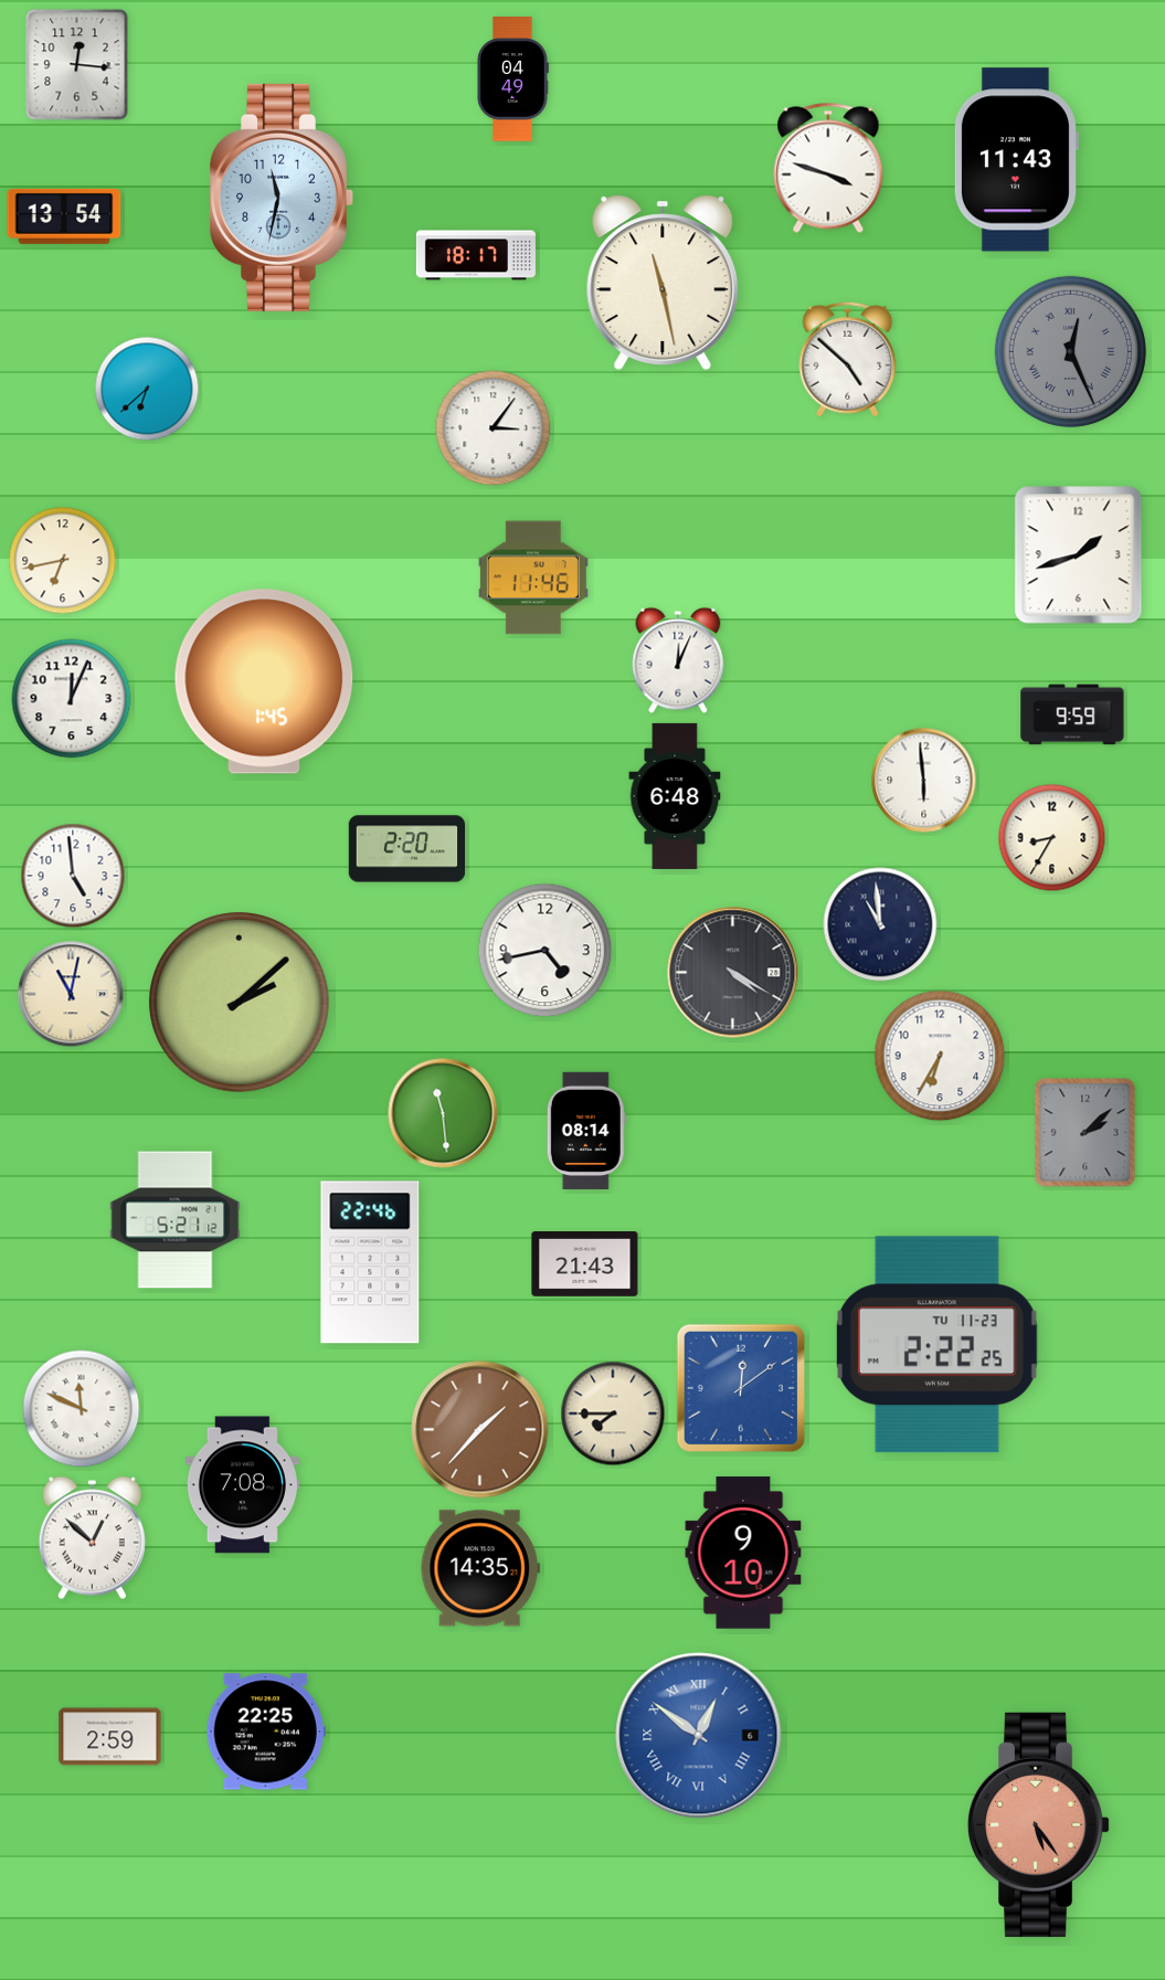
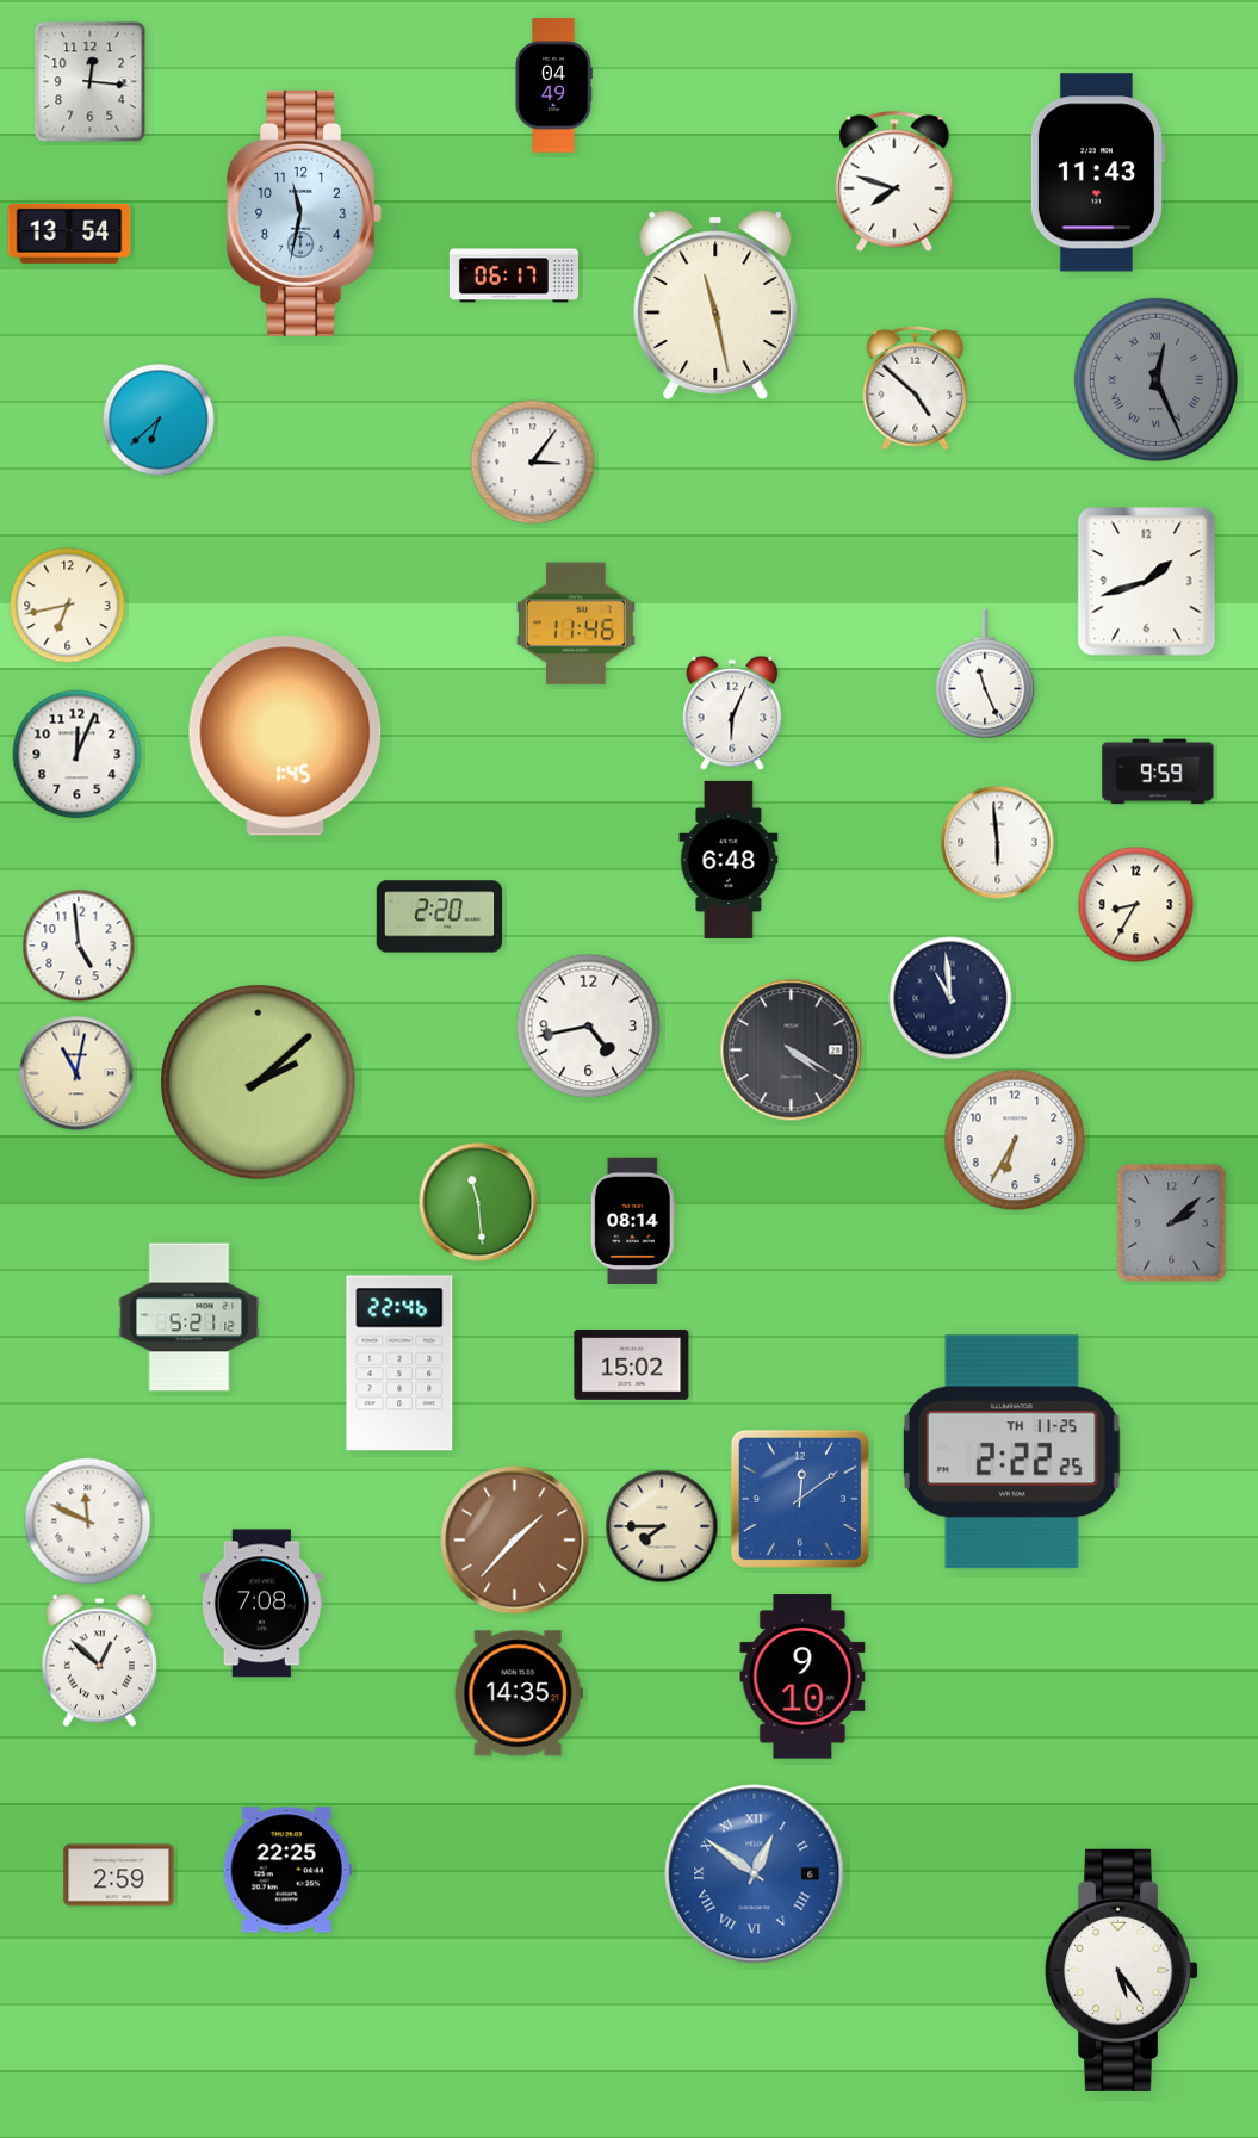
clock at (77, 65) position: (77, 65) -> (91, 82)
clock at (828, 168): 3:48 -> 7:48
clock at (476, 255): 18:17 -> 06:17
clock at (1079, 555) position: (1079, 555) -> (1147, 582)
clock at (985, 674): none -> 11:26
clock at (678, 660): 12:04 -> 6:04
clock at (585, 1264): 21:43 -> 15:02
clock at (936, 1345) date: TU 11-23 -> TH 11-25
clock at (480, 1430) position: (480, 1430) -> (515, 1541)
clock at (1039, 1824) dial: salmon -> white
